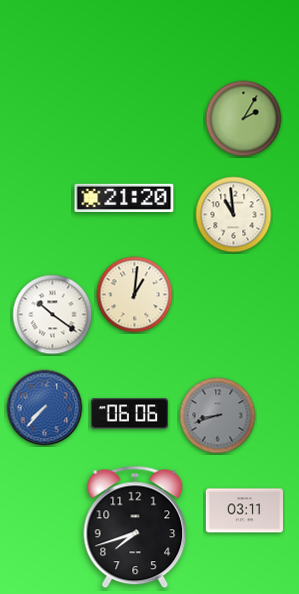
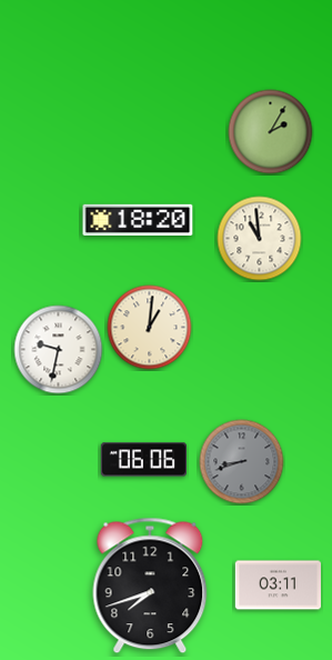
clock at (124, 198): 21:20 -> 18:20
clock at (53, 315): 10:21 -> 9:32
clock at (45, 408): 7:37 -> none
clock at (244, 511) position: (244, 511) -> (278, 586)
